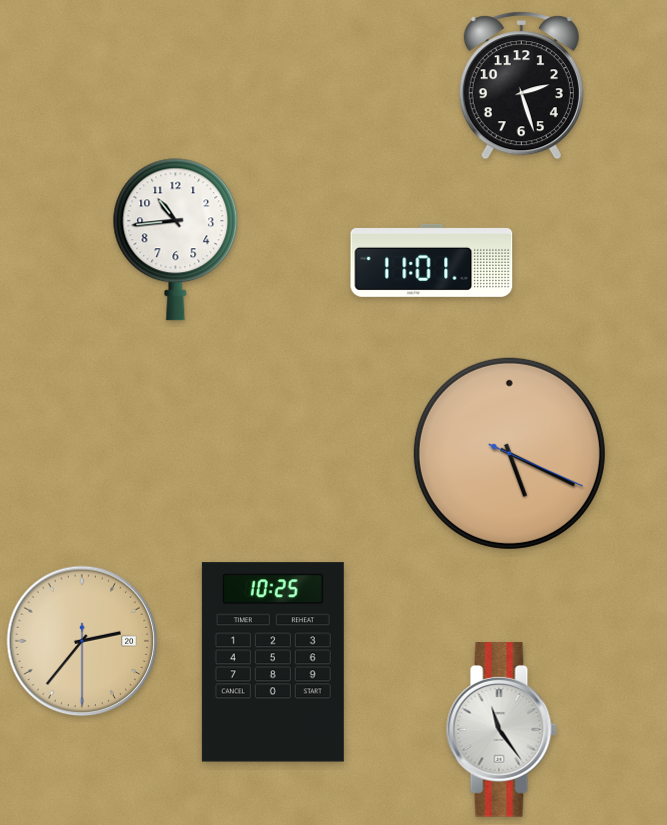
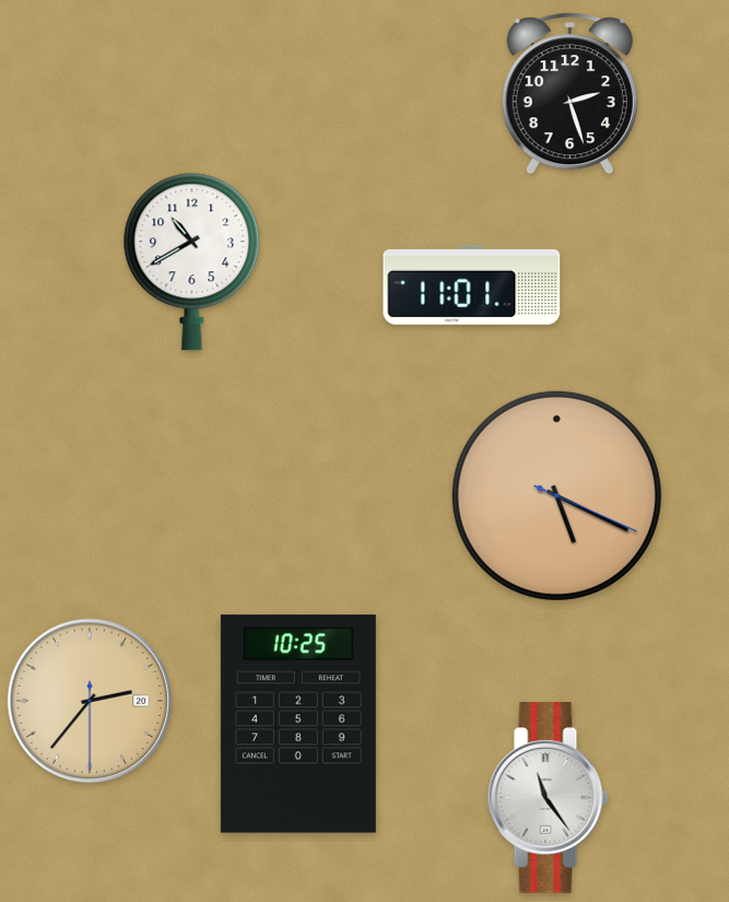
clock at (176, 240): 10:44 -> 10:40
